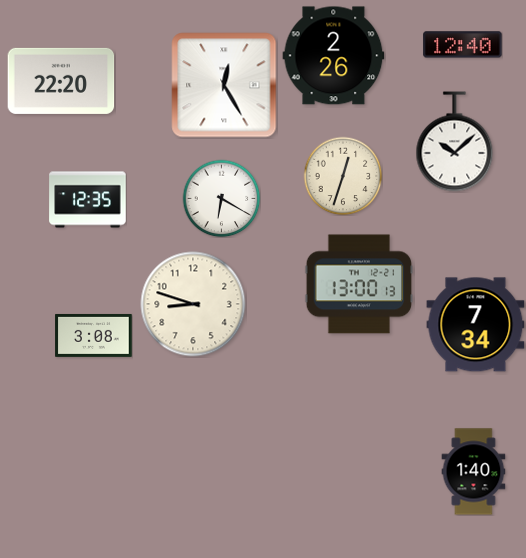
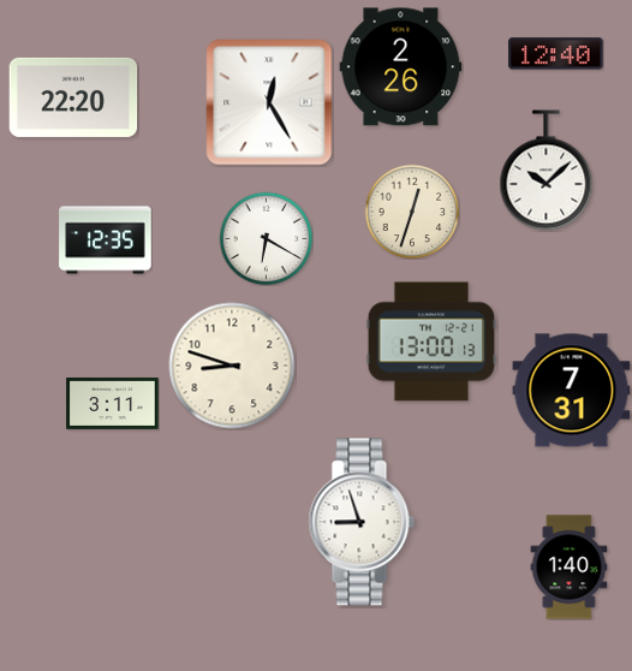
clock at (476, 325): 7:34 -> 7:31
clock at (94, 335): 3:08 -> 3:11
clock at (362, 522): none -> 8:57
